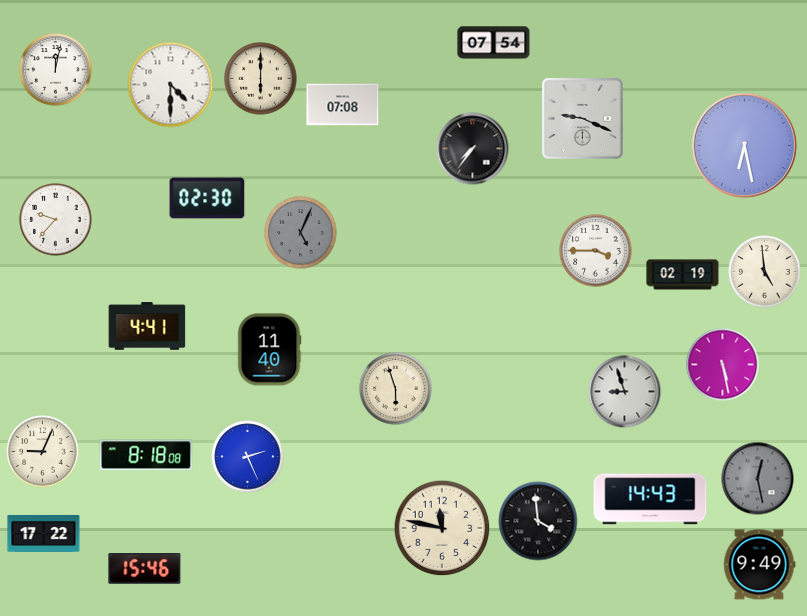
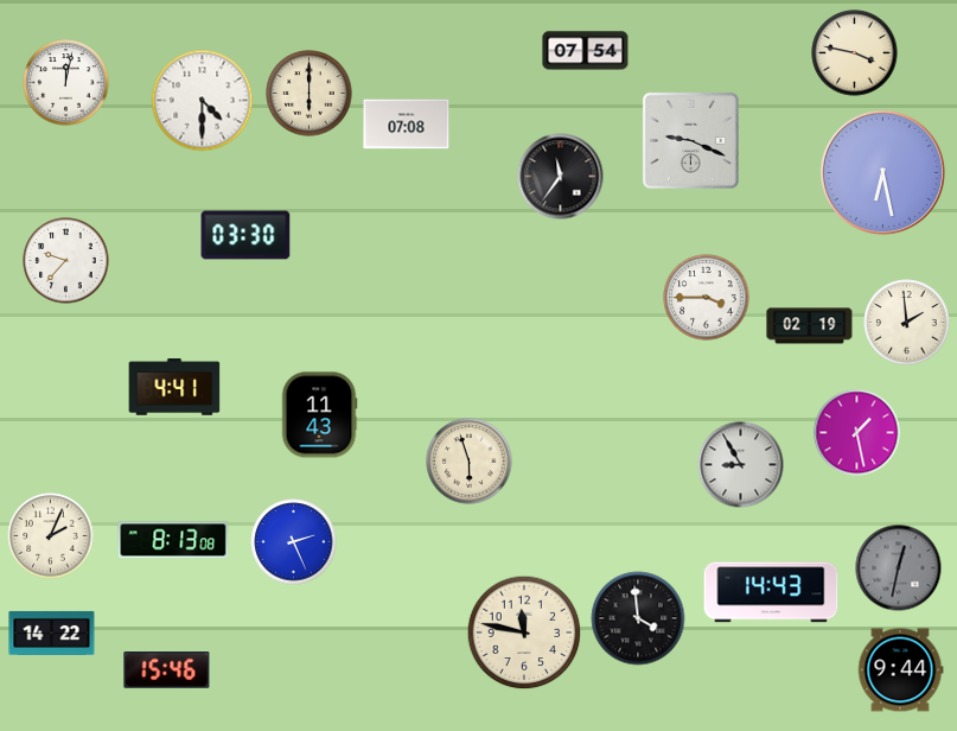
clock at (855, 53): none -> 3:47
clock at (473, 149): 7:36 -> 11:36
clock at (207, 198): 02:30 -> 03:30
clock at (301, 233): 5:04 -> none
clock at (765, 272): 4:59 -> 1:59
clock at (269, 350): 11:40 -> 11:43
clock at (723, 365): 5:28 -> 1:28
clock at (625, 392): 8:57 -> 8:55
clock at (43, 452): 9:04 -> 2:04
clock at (146, 455): 8:18 -> 8:13
clock at (758, 479): 12:28 -> 12:32
clock at (442, 528) position: (442, 528) -> (524, 633)
clock at (44, 533): 17:22 -> 14:22
clock at (759, 565): 9:49 -> 9:44
clock at (145, 569) position: (145, 569) -> (167, 670)
